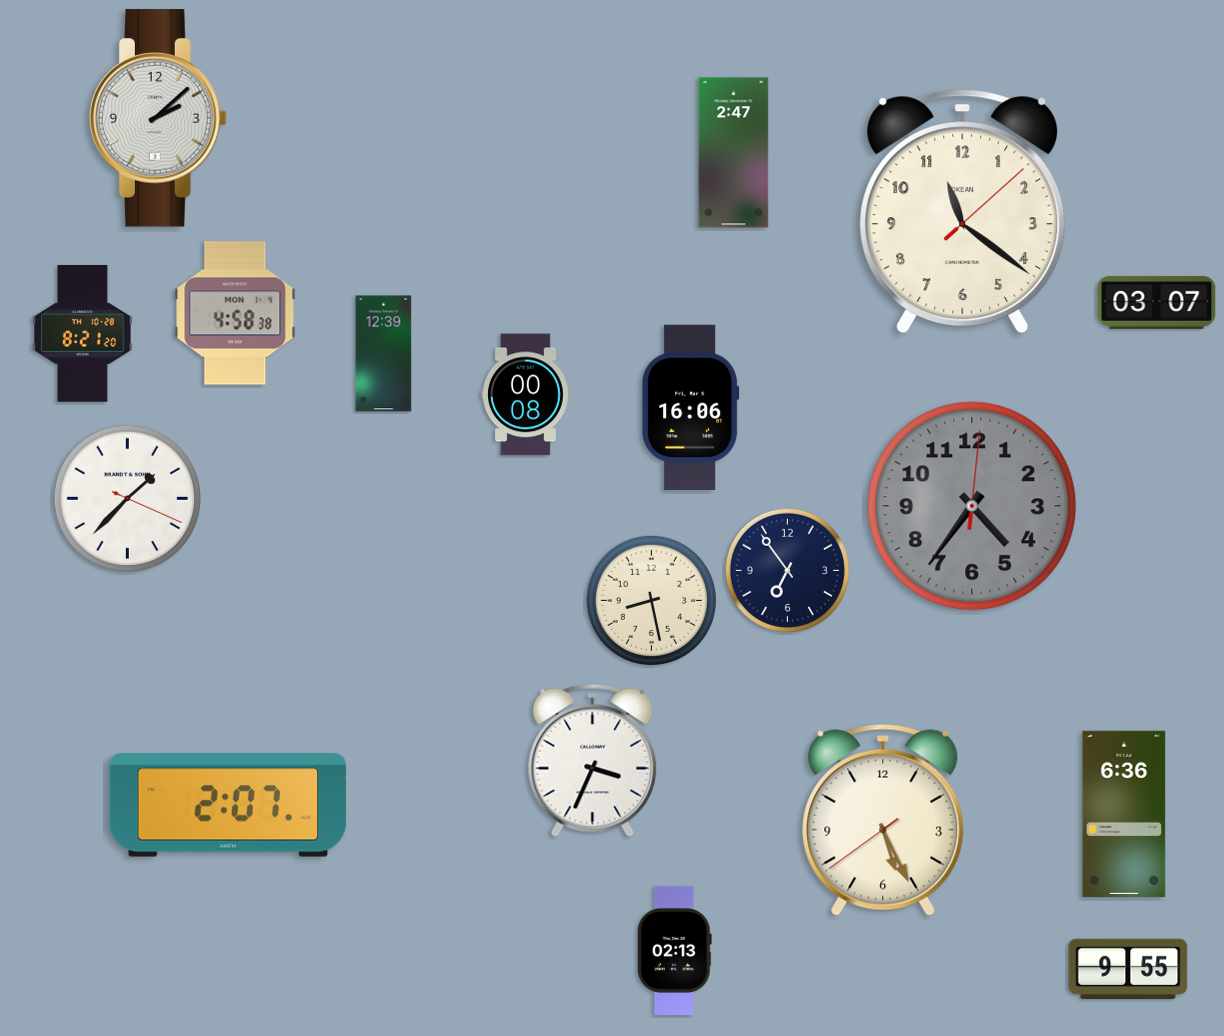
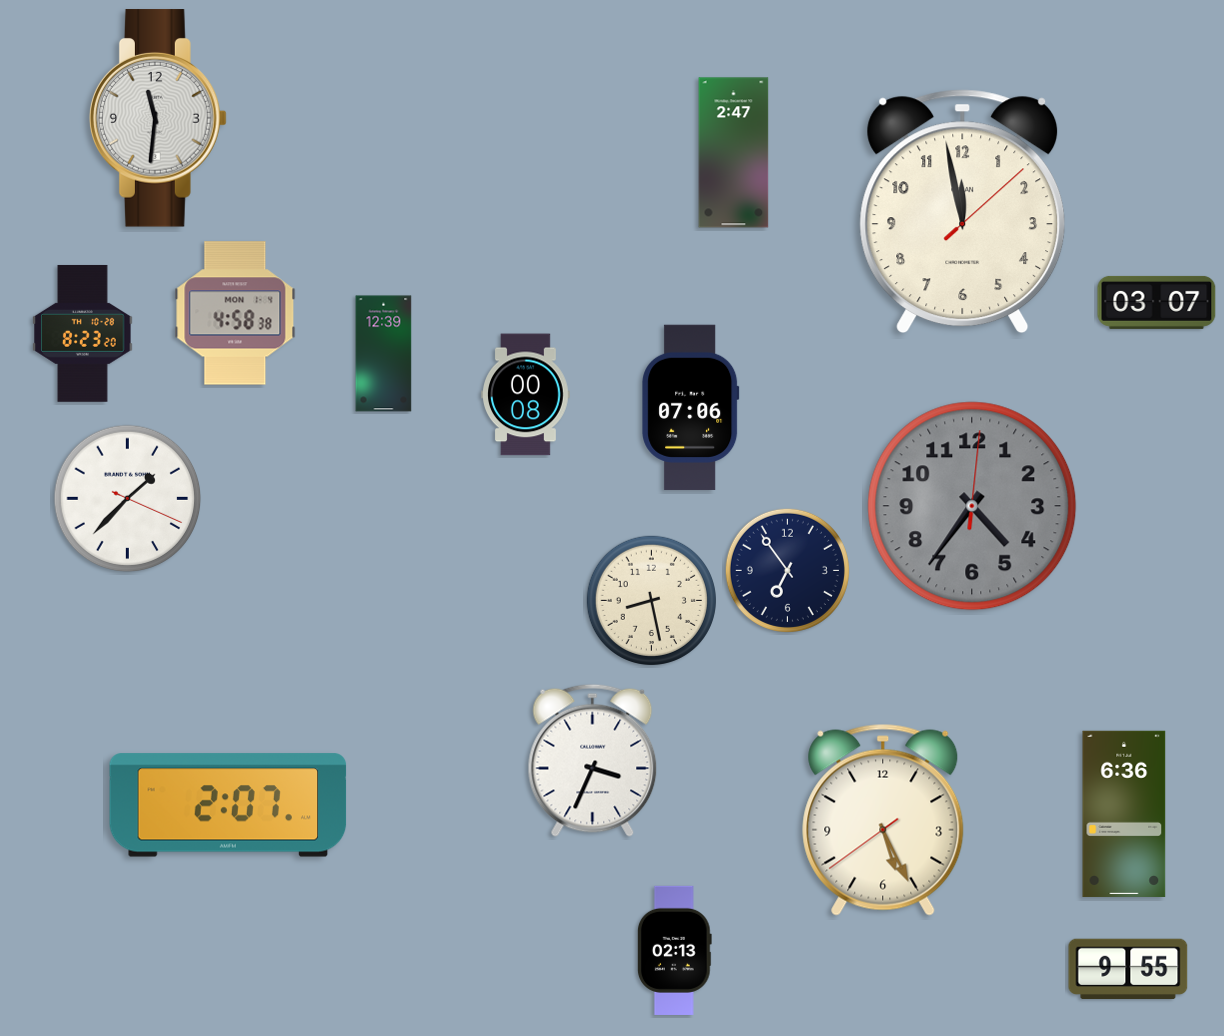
clock at (158, 118): 2:08 -> 11:31
clock at (963, 211): 11:21 -> 11:58
clock at (83, 333): 8:21 -> 8:23
clock at (691, 407): 16:06 -> 07:06
